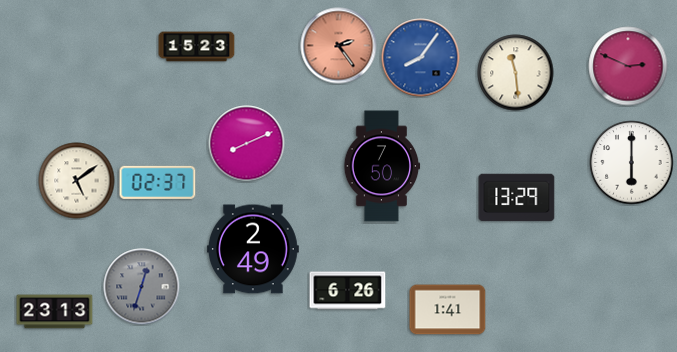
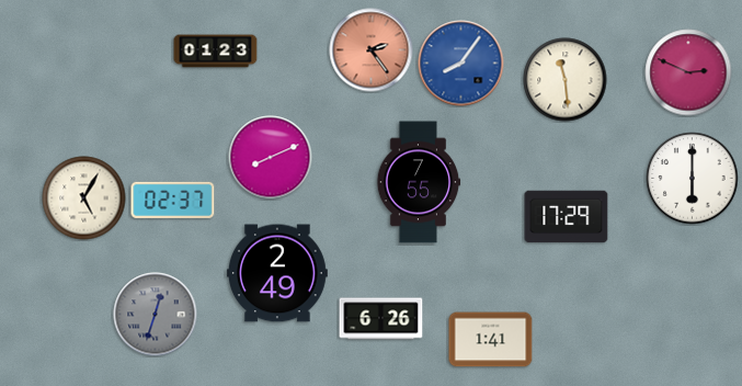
clock at (197, 47): 15:23 -> 01:23
clock at (382, 166): 7:50 -> 7:55
clock at (77, 181): 5:09 -> 5:05
clock at (517, 198): 13:29 -> 17:29
clock at (55, 312): 23:13 -> none
